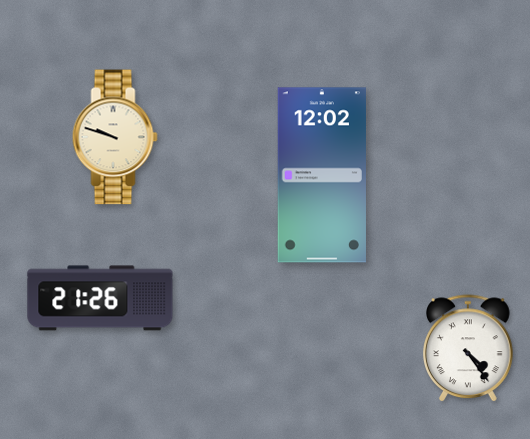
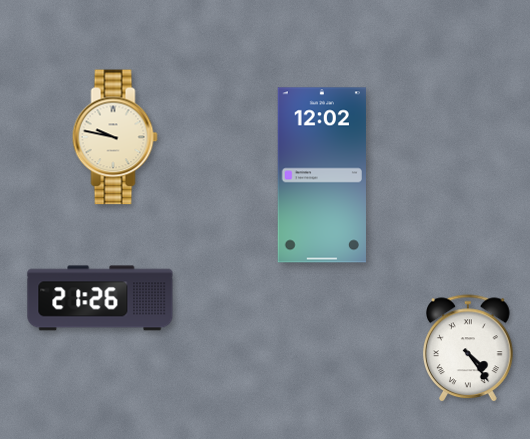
clock at (115, 137): 9:48 -> 9:47
